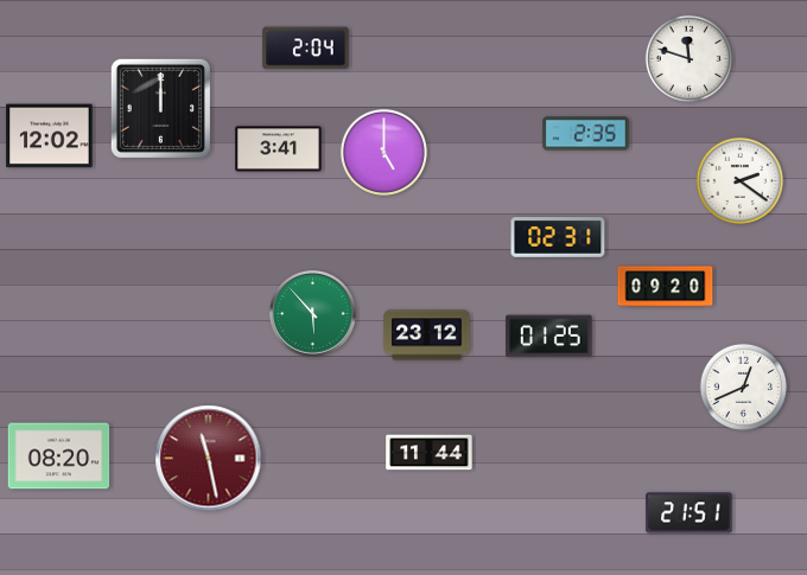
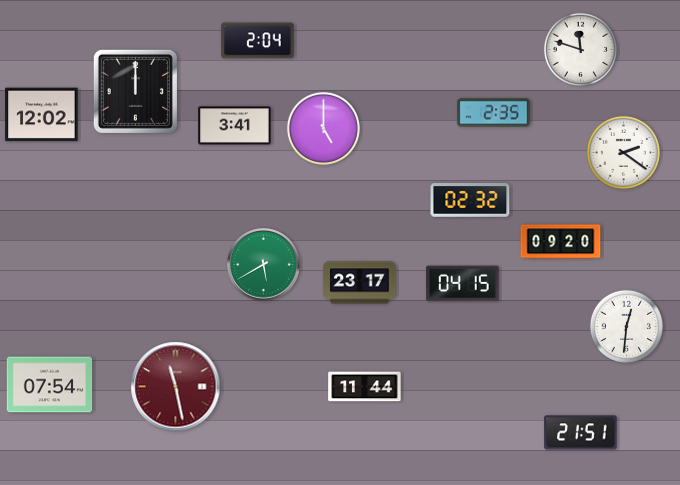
clock at (558, 237): 02:31 -> 02:32
clock at (313, 314): 5:53 -> 5:40
clock at (427, 336): 23:12 -> 23:17
clock at (549, 337): 01:25 -> 04:15
clock at (743, 386): 12:41 -> 12:31
clock at (430, 453) position: (430, 453) -> (365, 387)
clock at (59, 456): 08:20 -> 07:54
